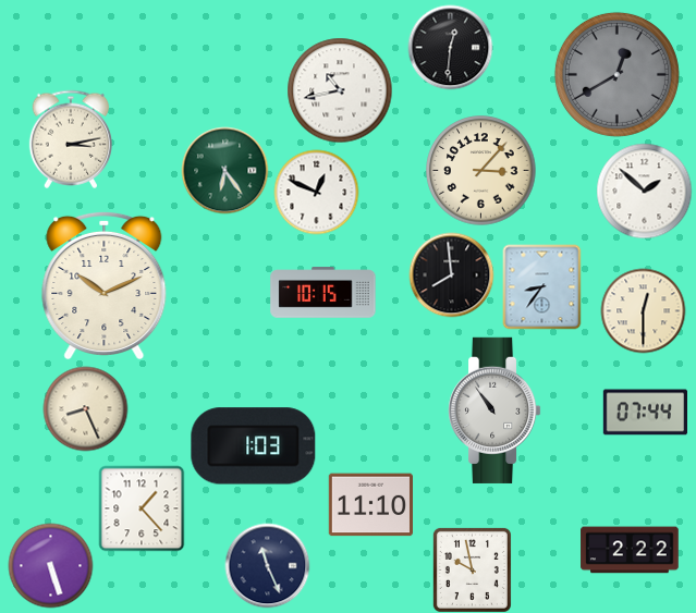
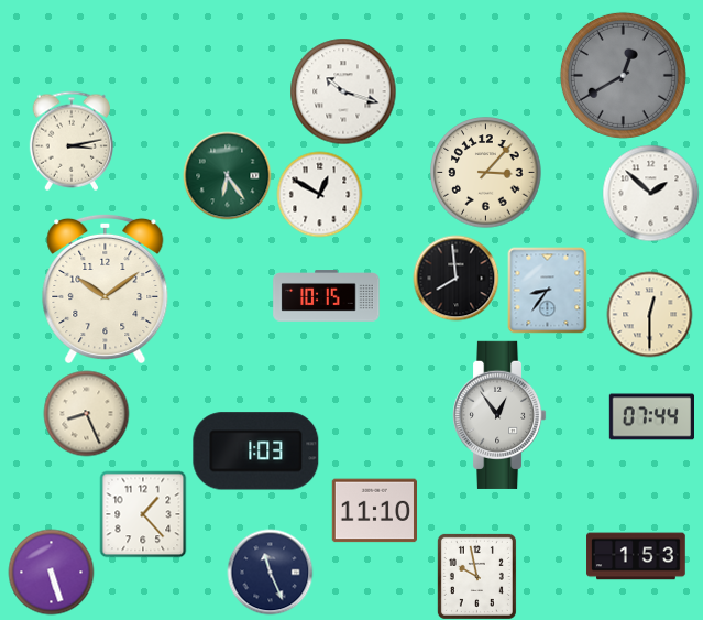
clock at (450, 47): 12:31 -> none
clock at (340, 90): 10:43 -> 10:18
clock at (224, 170) position: (224, 170) -> (227, 175)
clock at (316, 192): 12:49 -> 12:50
clock at (105, 284): 10:11 -> 10:09
clock at (496, 410): 10:54 -> 12:54
clock at (630, 550): 2:22 -> 1:53
